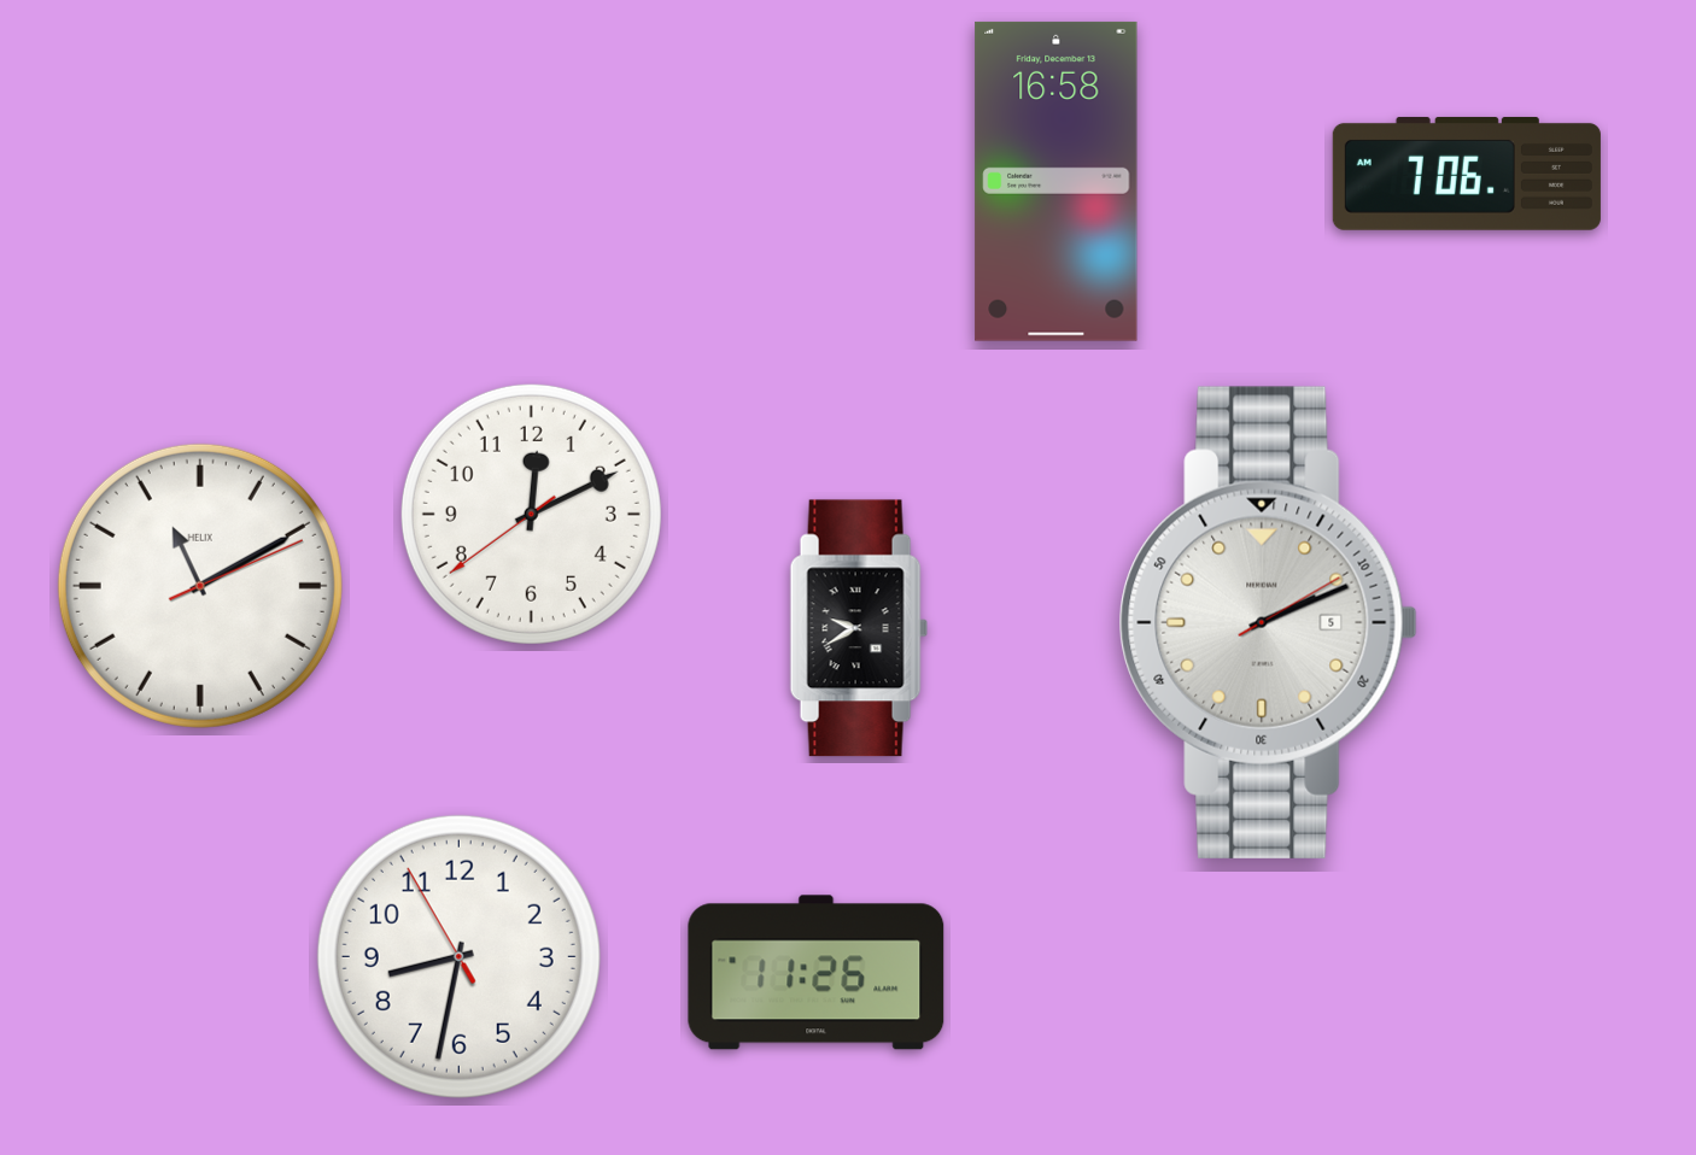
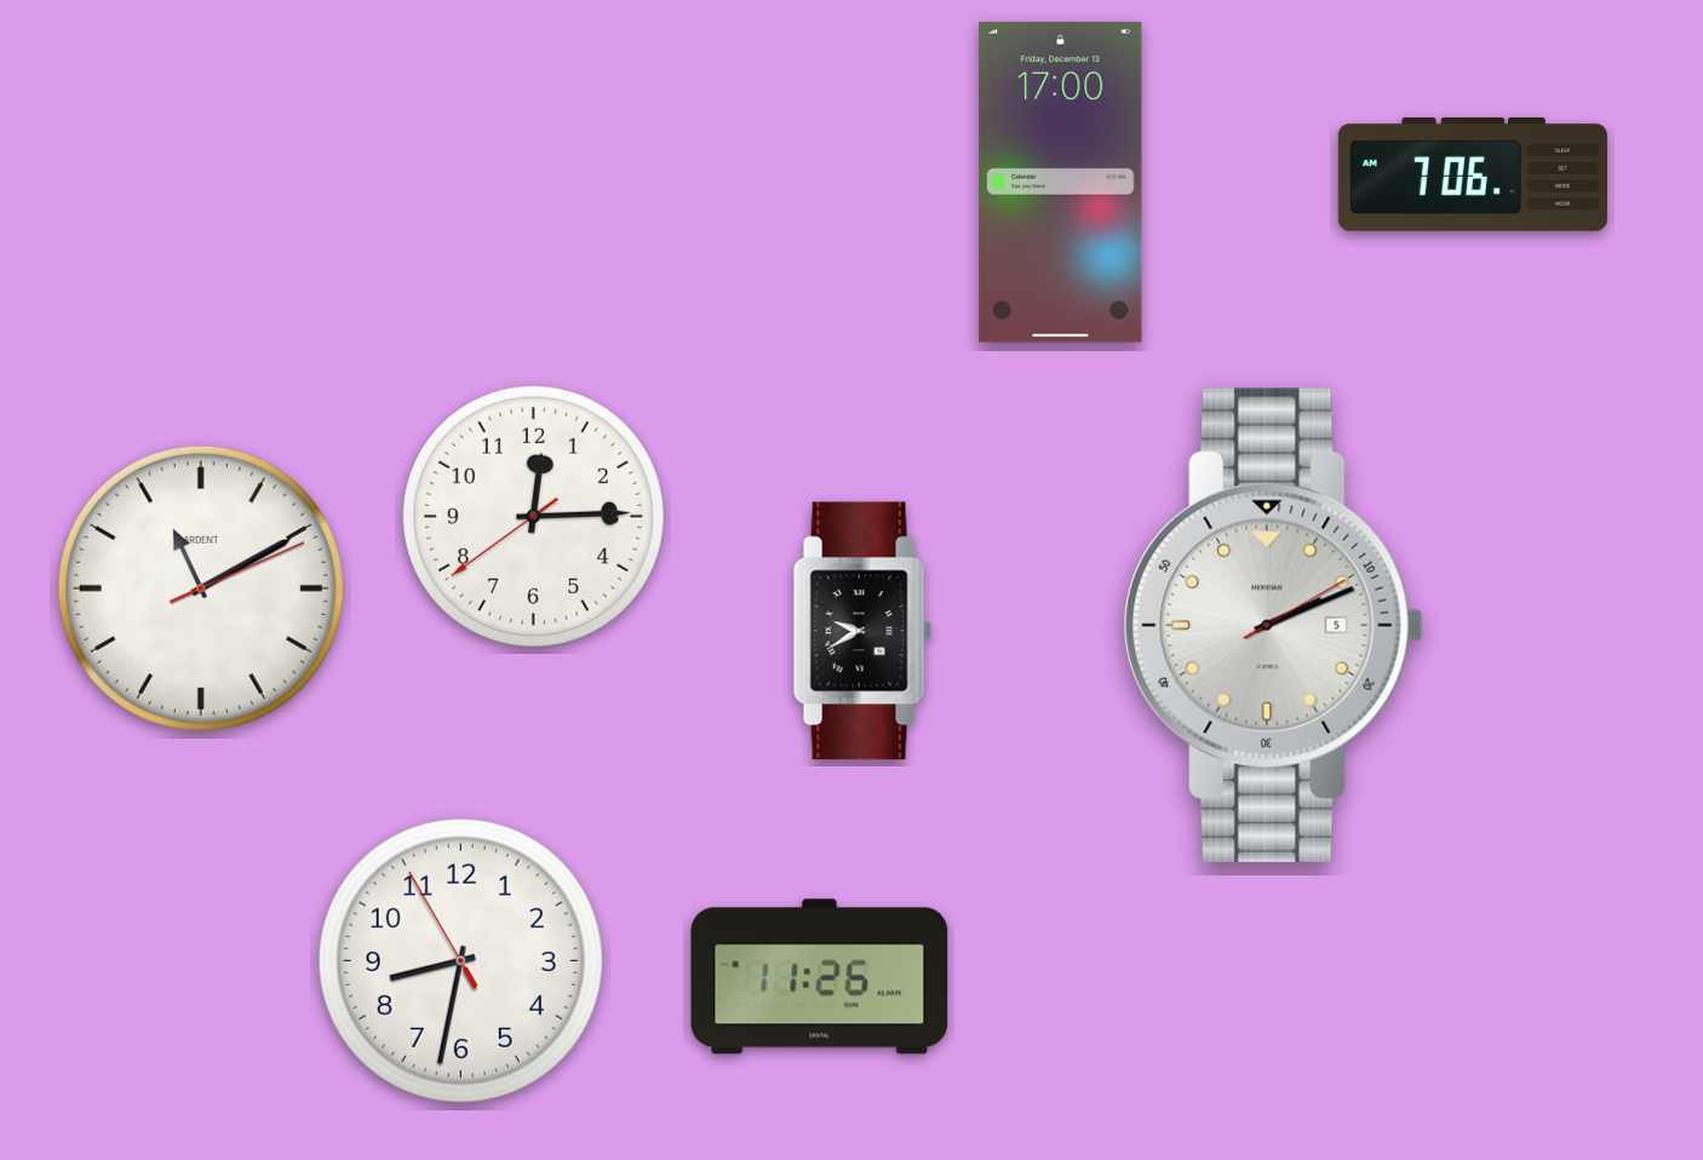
clock at (1057, 181): 16:58 -> 17:00
clock at (531, 514): 12:10 -> 12:14
clock at (200, 586) brand: HELIX -> ARDENT
